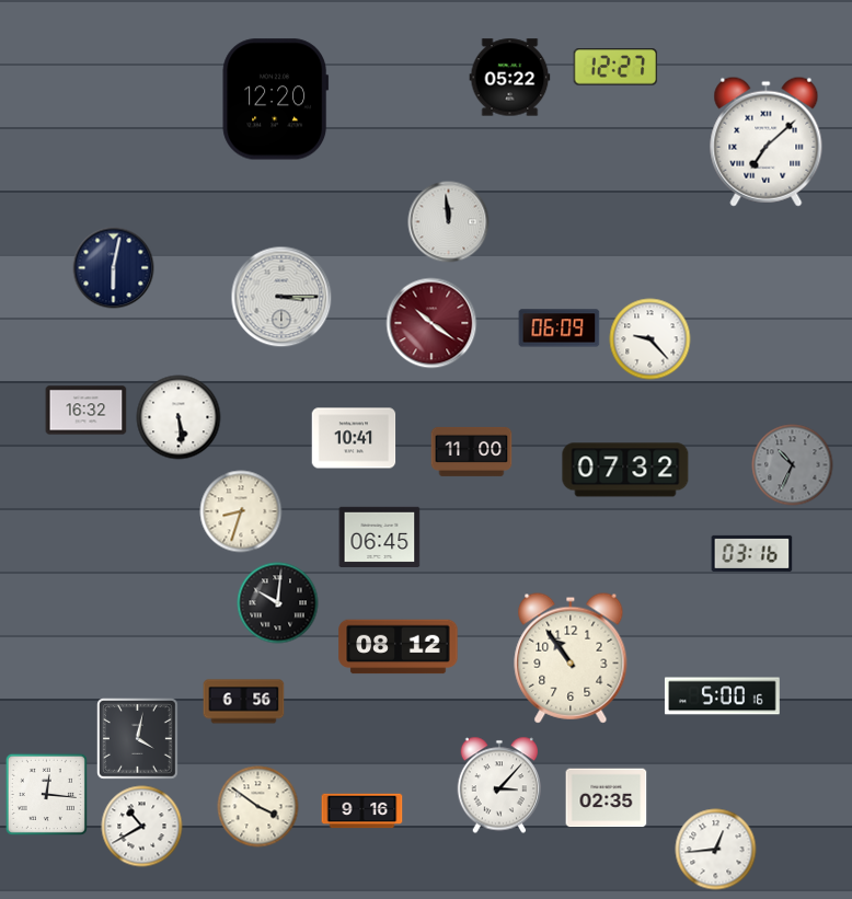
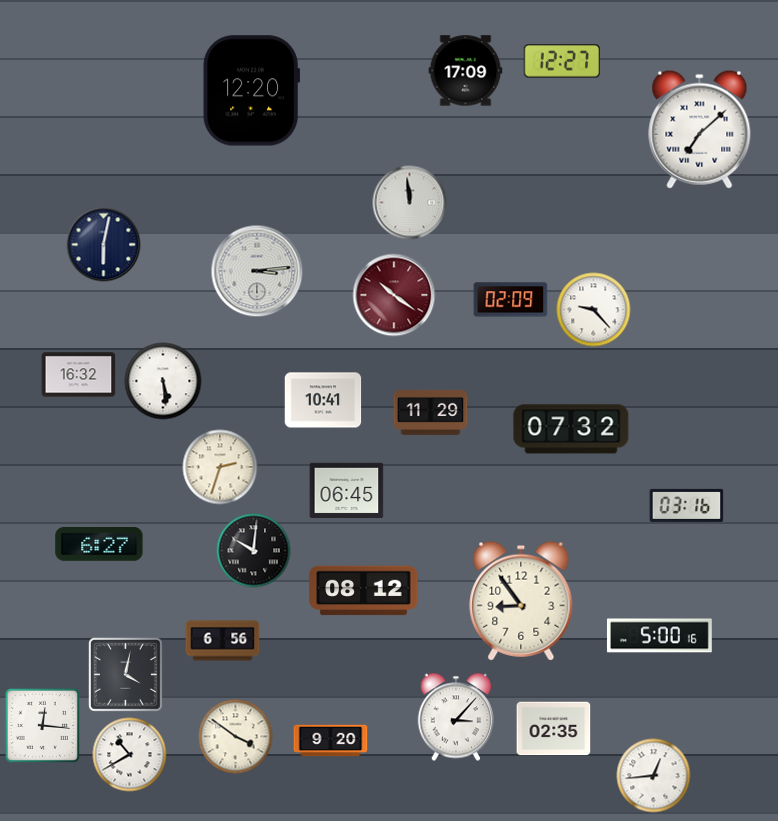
clock at (510, 78): 05:22 -> 17:09
clock at (281, 297): 3:15 -> 3:14
clock at (560, 329): 06:09 -> 02:09
clock at (472, 451): 11:00 -> 11:29
clock at (793, 465): 10:34 -> none
clock at (241, 511): 8:33 -> 2:33
clock at (99, 545): none -> 6:27
clock at (571, 658): 10:54 -> 8:54
clock at (362, 811): 9:16 -> 9:20
